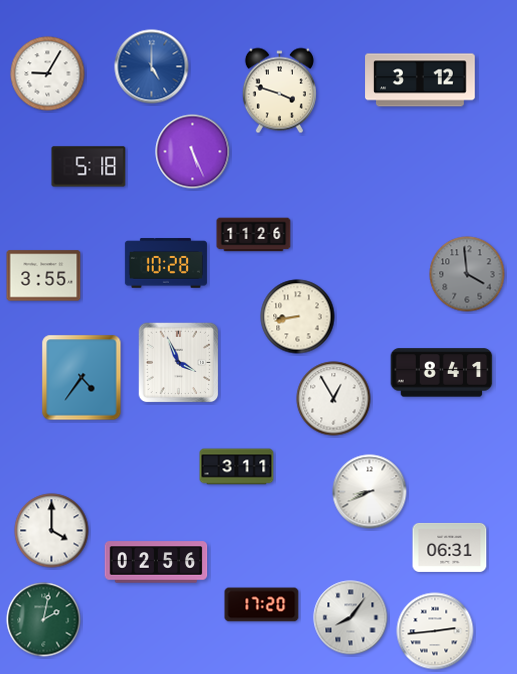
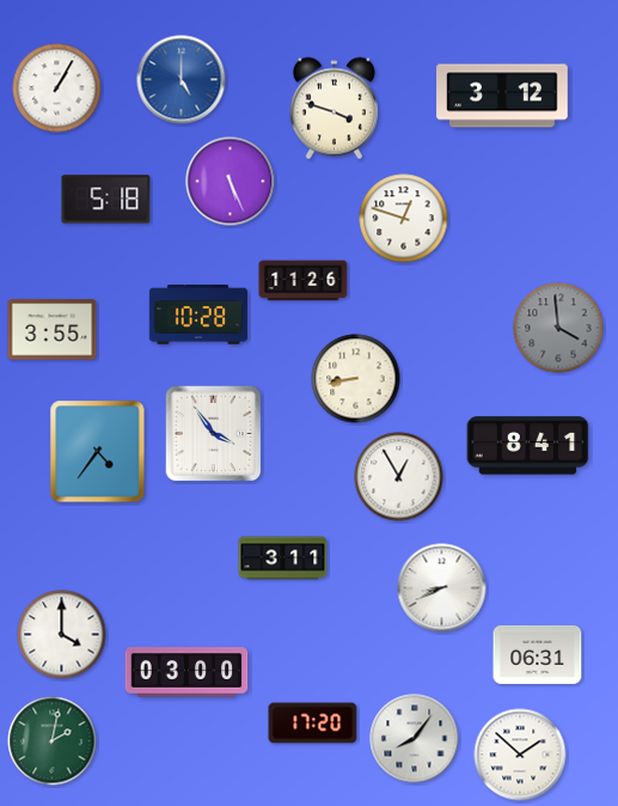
clock at (48, 74): 9:05 -> 1:05
clock at (404, 219): none -> 12:48
clock at (179, 363): 3:56 -> 3:54
clock at (156, 562): 02:56 -> 03:00
clock at (351, 618) position: (351, 618) -> (415, 739)
clock at (435, 631): 2:44 -> 1:52
